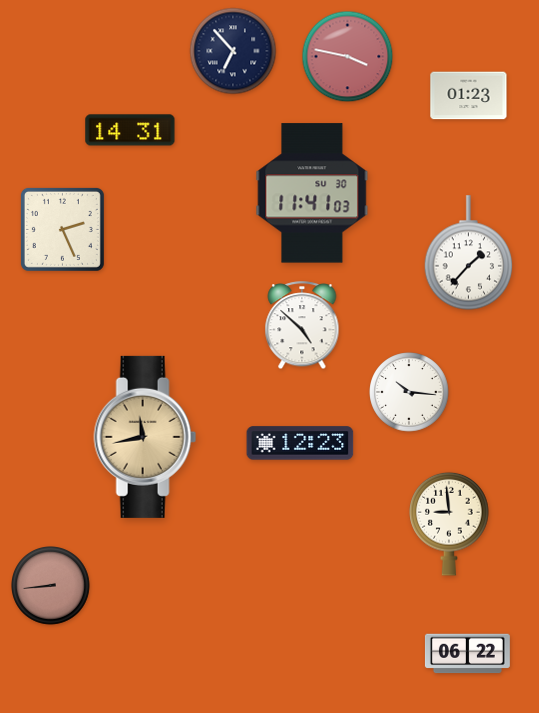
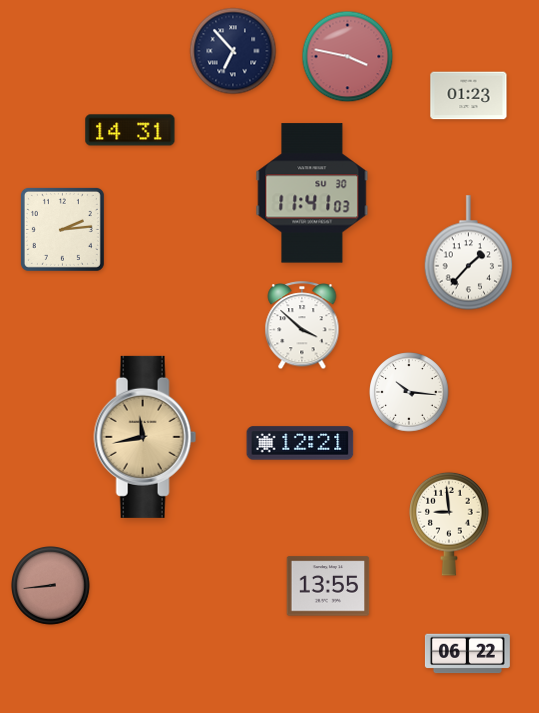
clock at (62, 229): 2:26 -> 2:14
clock at (302, 326): 4:52 -> 3:52
clock at (300, 443): 12:23 -> 12:21
clock at (328, 586): none -> 13:55
